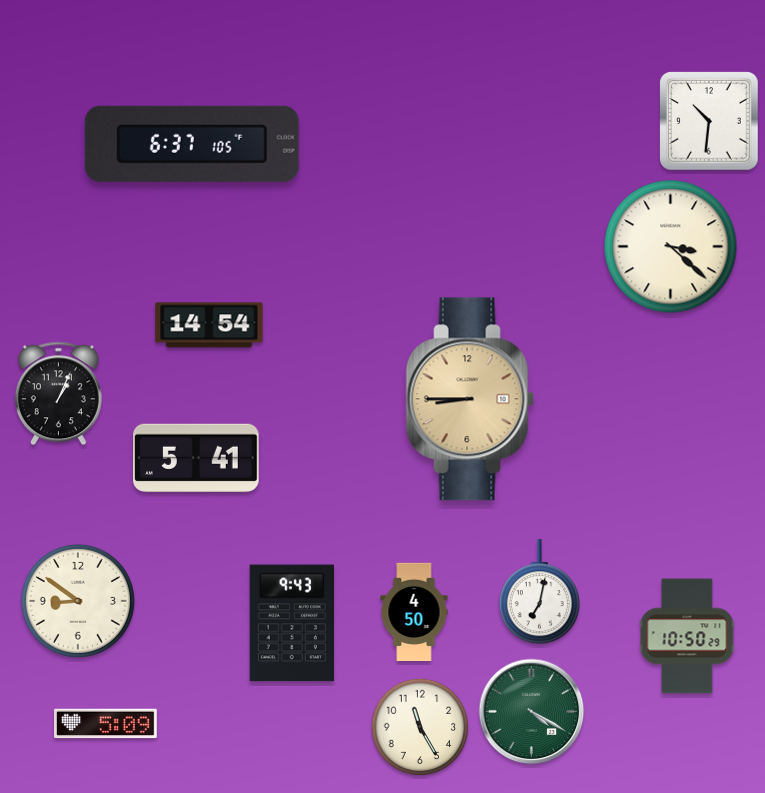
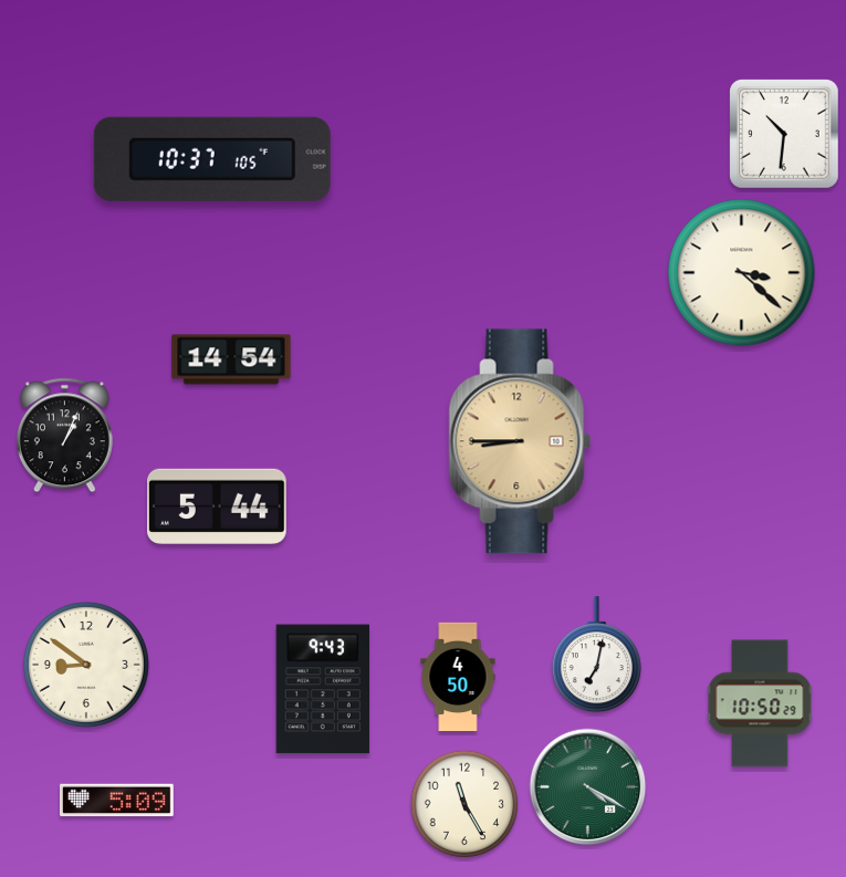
clock at (192, 144): 6:37 -> 10:37
clock at (197, 458): 5:41 -> 5:44
